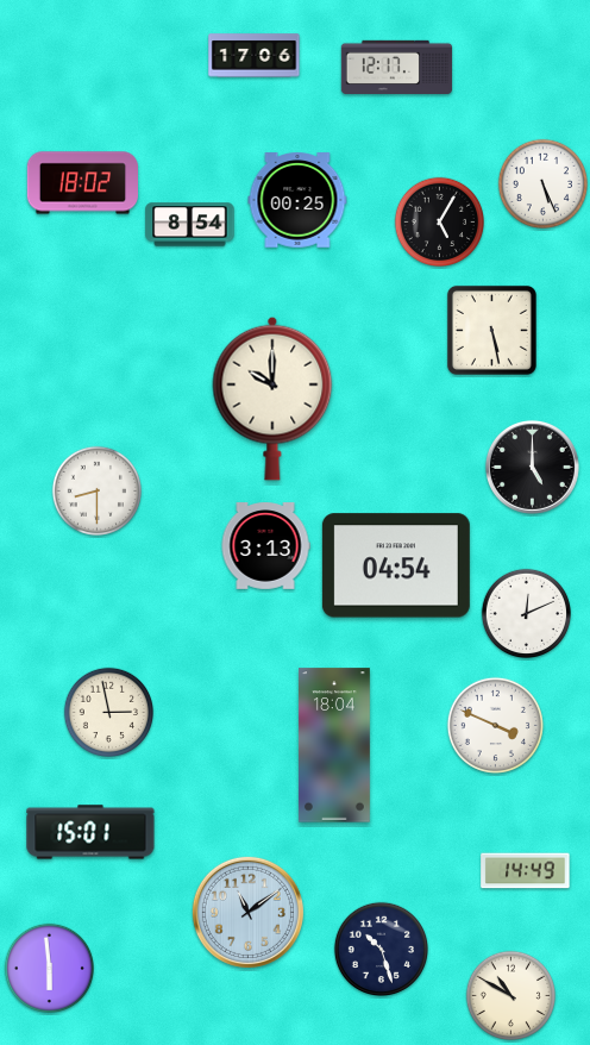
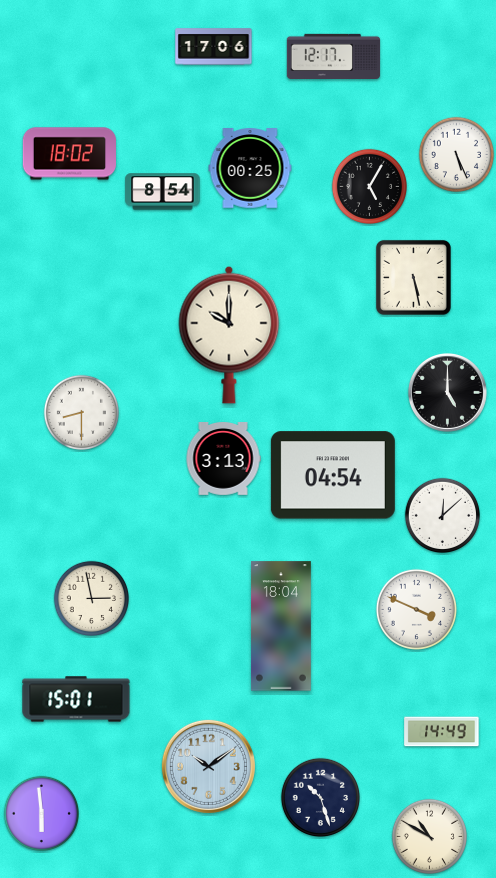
clock at (190, 225) position: (190, 225) -> (163, 192)
clock at (527, 614): 12:11 -> 12:08
clock at (247, 912): 11:09 -> 10:09
